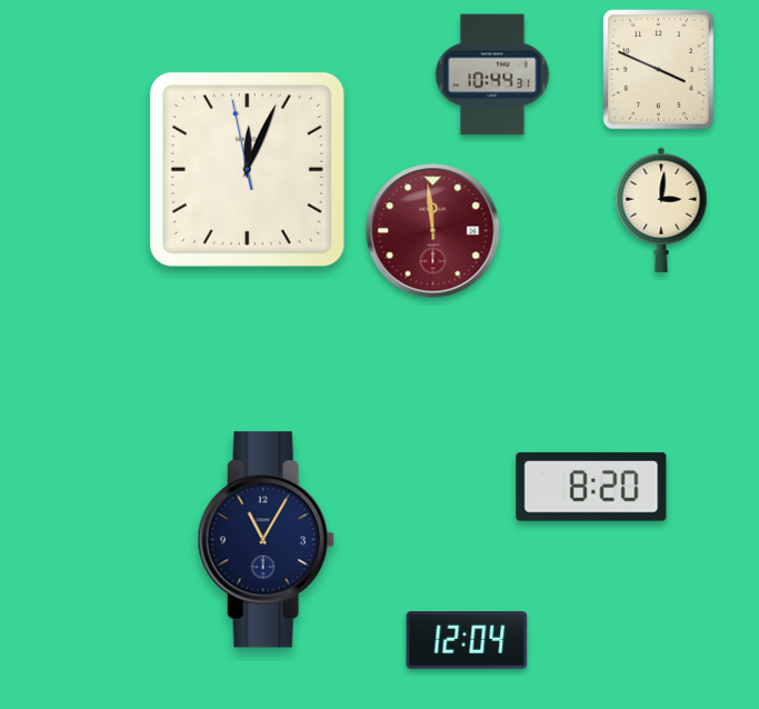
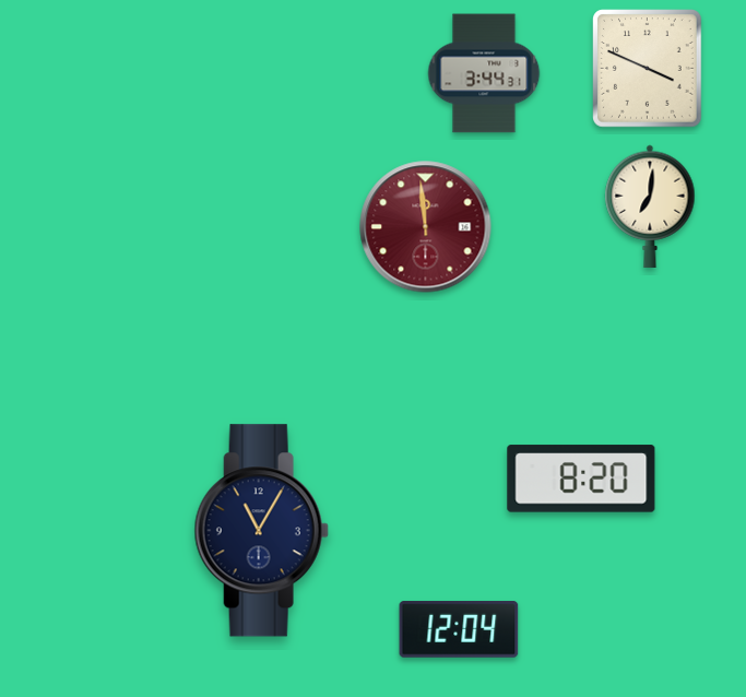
clock at (492, 74): 10:44 -> 3:44
clock at (247, 169): 12:03 -> none
clock at (661, 210): 3:01 -> 7:01
